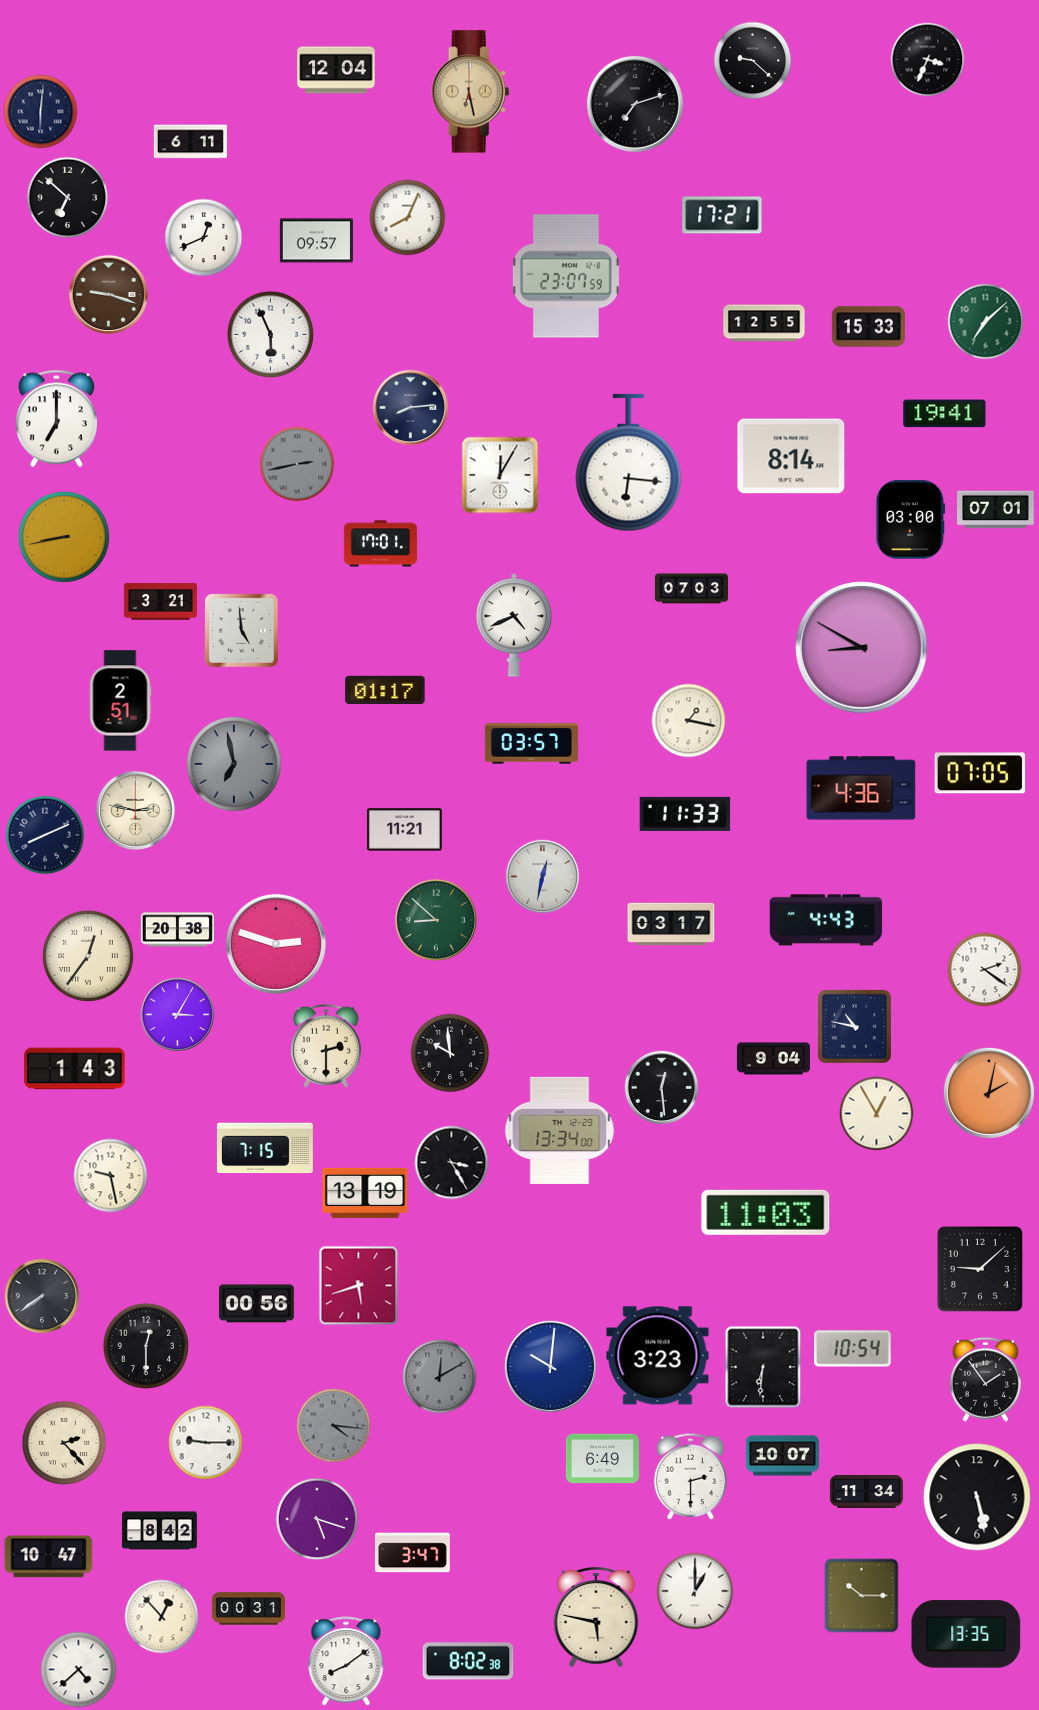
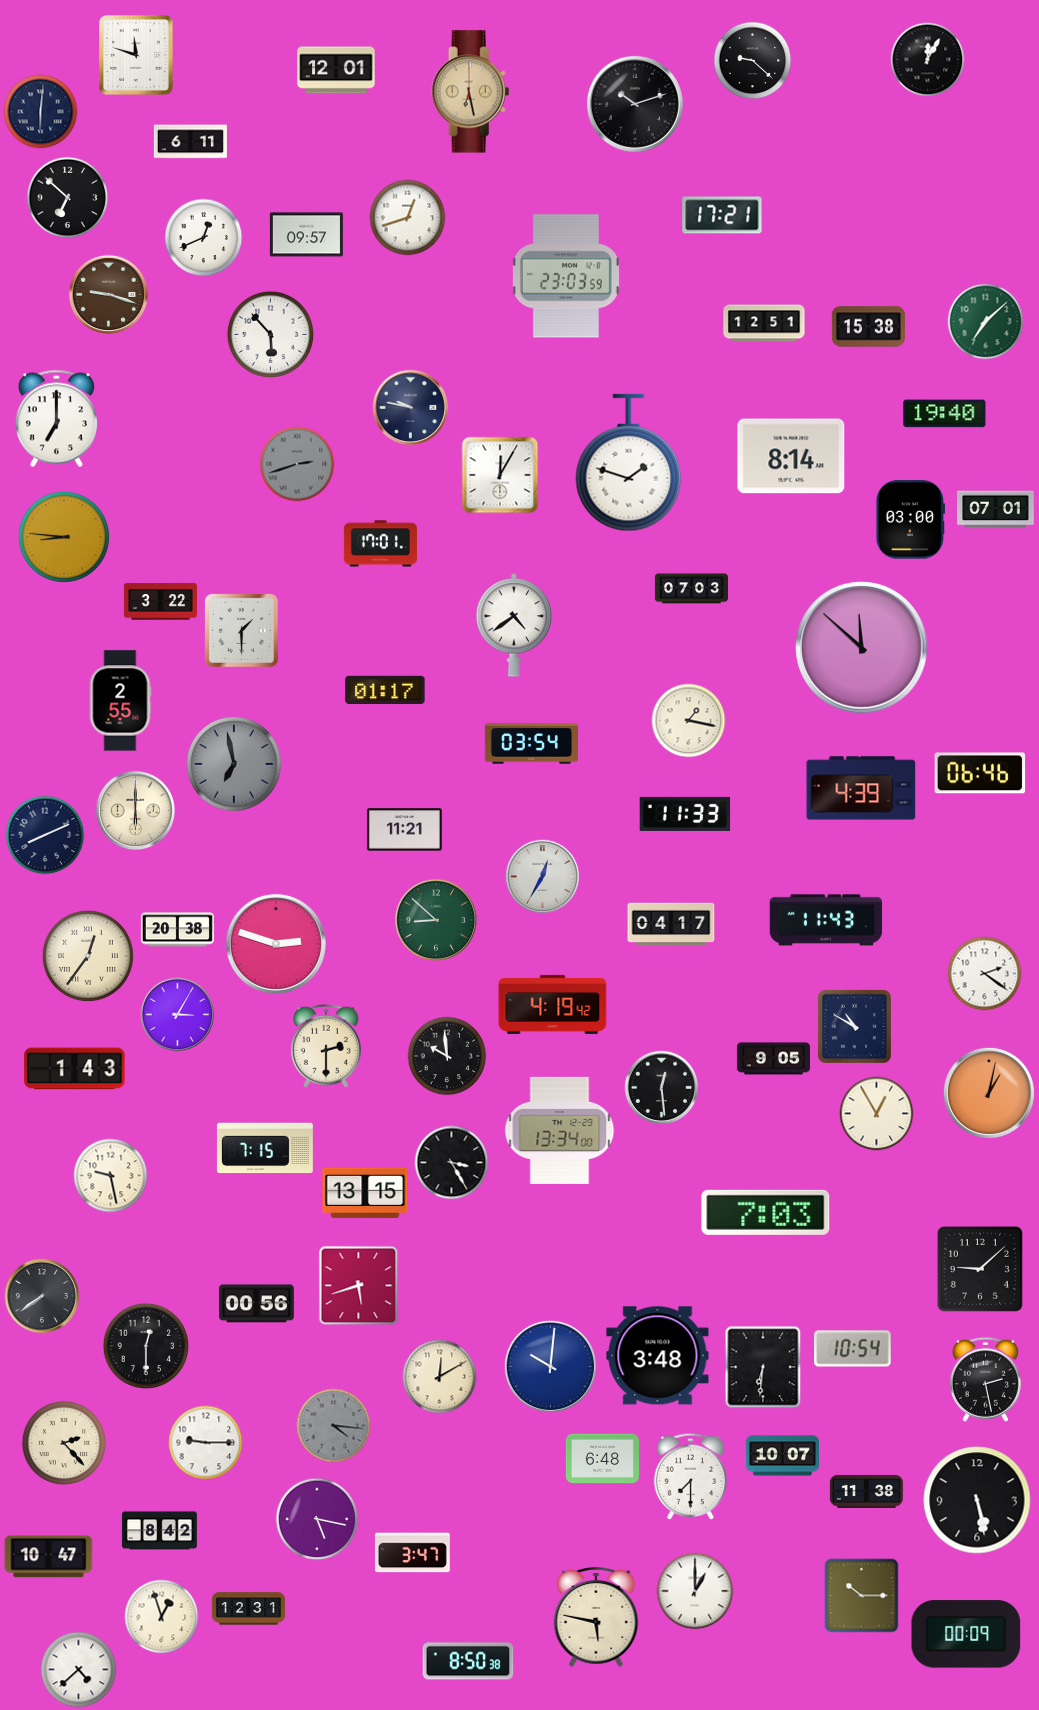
clock at (137, 55): none -> 11:48
clock at (928, 60): 3:34 -> 12:05
clock at (336, 70): 12:04 -> 12:01
clock at (635, 104): 7:12 -> 10:12
clock at (408, 218): 8:04 -> 12:42
clock at (316, 241) position: (316, 241) -> (306, 235)
clock at (566, 276): 23:07 -> 23:03
clock at (764, 323): 12:55 -> 12:51
clock at (868, 327): 15:33 -> 15:38
clock at (270, 334): 5:56 -> 5:53
clock at (411, 408): 8:14 -> 9:47
clock at (945, 414): 19:41 -> 19:40
clock at (629, 463): 6:16 -> 1:48
clock at (297, 464): 2:43 -> 2:42
clock at (64, 537): 8:43 -> 8:46
clock at (160, 602): 3:21 -> 3:22
clock at (514, 625): 4:41 -> 4:39
clock at (241, 630): 4:59 -> 1:30
clock at (862, 648): 8:50 -> 11:52
clock at (120, 701): 2:51 -> 2:55
clock at (531, 744): 03:57 -> 03:54
clock at (980, 773): 07:05 -> 06:46
clock at (861, 788): 4:36 -> 4:39
clock at (135, 810): 2:47 -> 6:00
clock at (543, 877): 12:32 -> 12:35
clock at (826, 920): 4:43 -> 11:43
clock at (671, 924): 03:17 -> 04:17
clock at (985, 970) position: (985, 970) -> (985, 974)
clock at (553, 1004): none -> 4:19
clock at (854, 1026): 10:47 -> 10:50
clock at (450, 1053) position: (450, 1053) -> (447, 1056)
clock at (773, 1059): 9:04 -> 9:05
clock at (989, 1093): 2:02 -> 1:02
clock at (365, 1193): 13:19 -> 13:15
clock at (766, 1212): 11:03 -> 7:03
clock at (658, 1356): 3:23 -> 3:48
clock at (440, 1377) dial: grey -> cream
clock at (985, 1379): 1:54 -> 2:28
clock at (602, 1459): 6:49 -> 6:48
clock at (690, 1476): 2:30 -> 7:30
clock at (866, 1491): 11:34 -> 11:38
clock at (977, 1497) position: (977, 1497) -> (977, 1500)
clock at (317, 1519): 5:18 -> 5:17
clock at (248, 1609): 00:31 -> 12:31
clock at (162, 1617): 12:53 -> 12:57
clock at (966, 1634): 13:35 -> 00:09
clock at (468, 1661): 8:02 -> 8:50
clock at (346, 1662): 8:09 -> none
